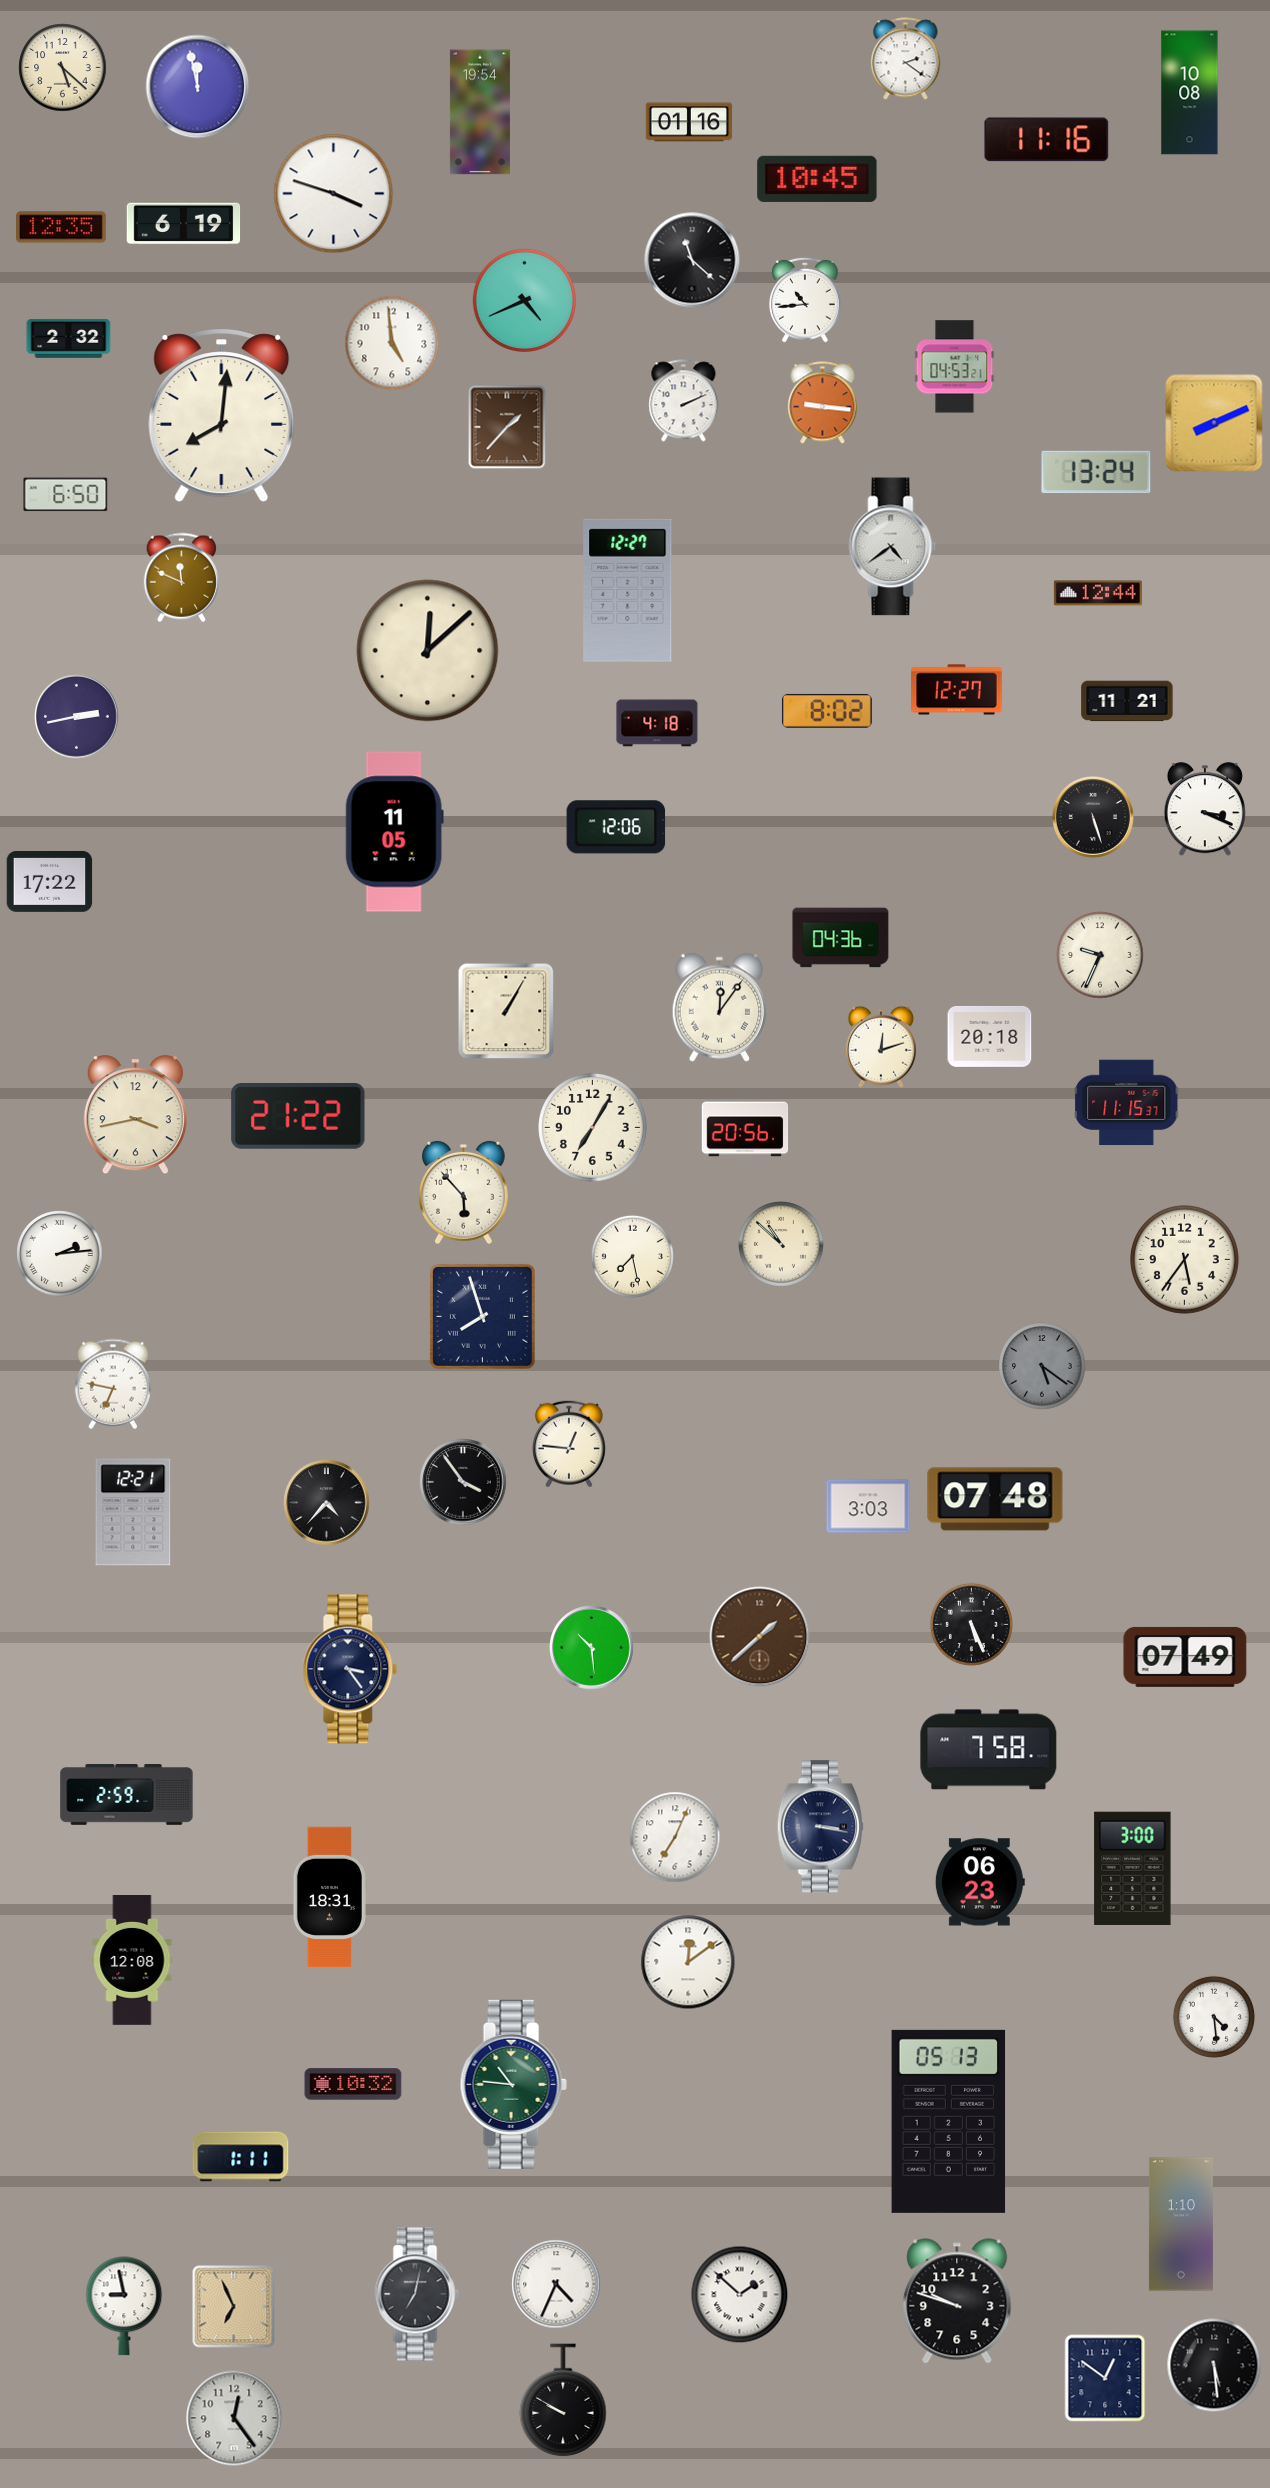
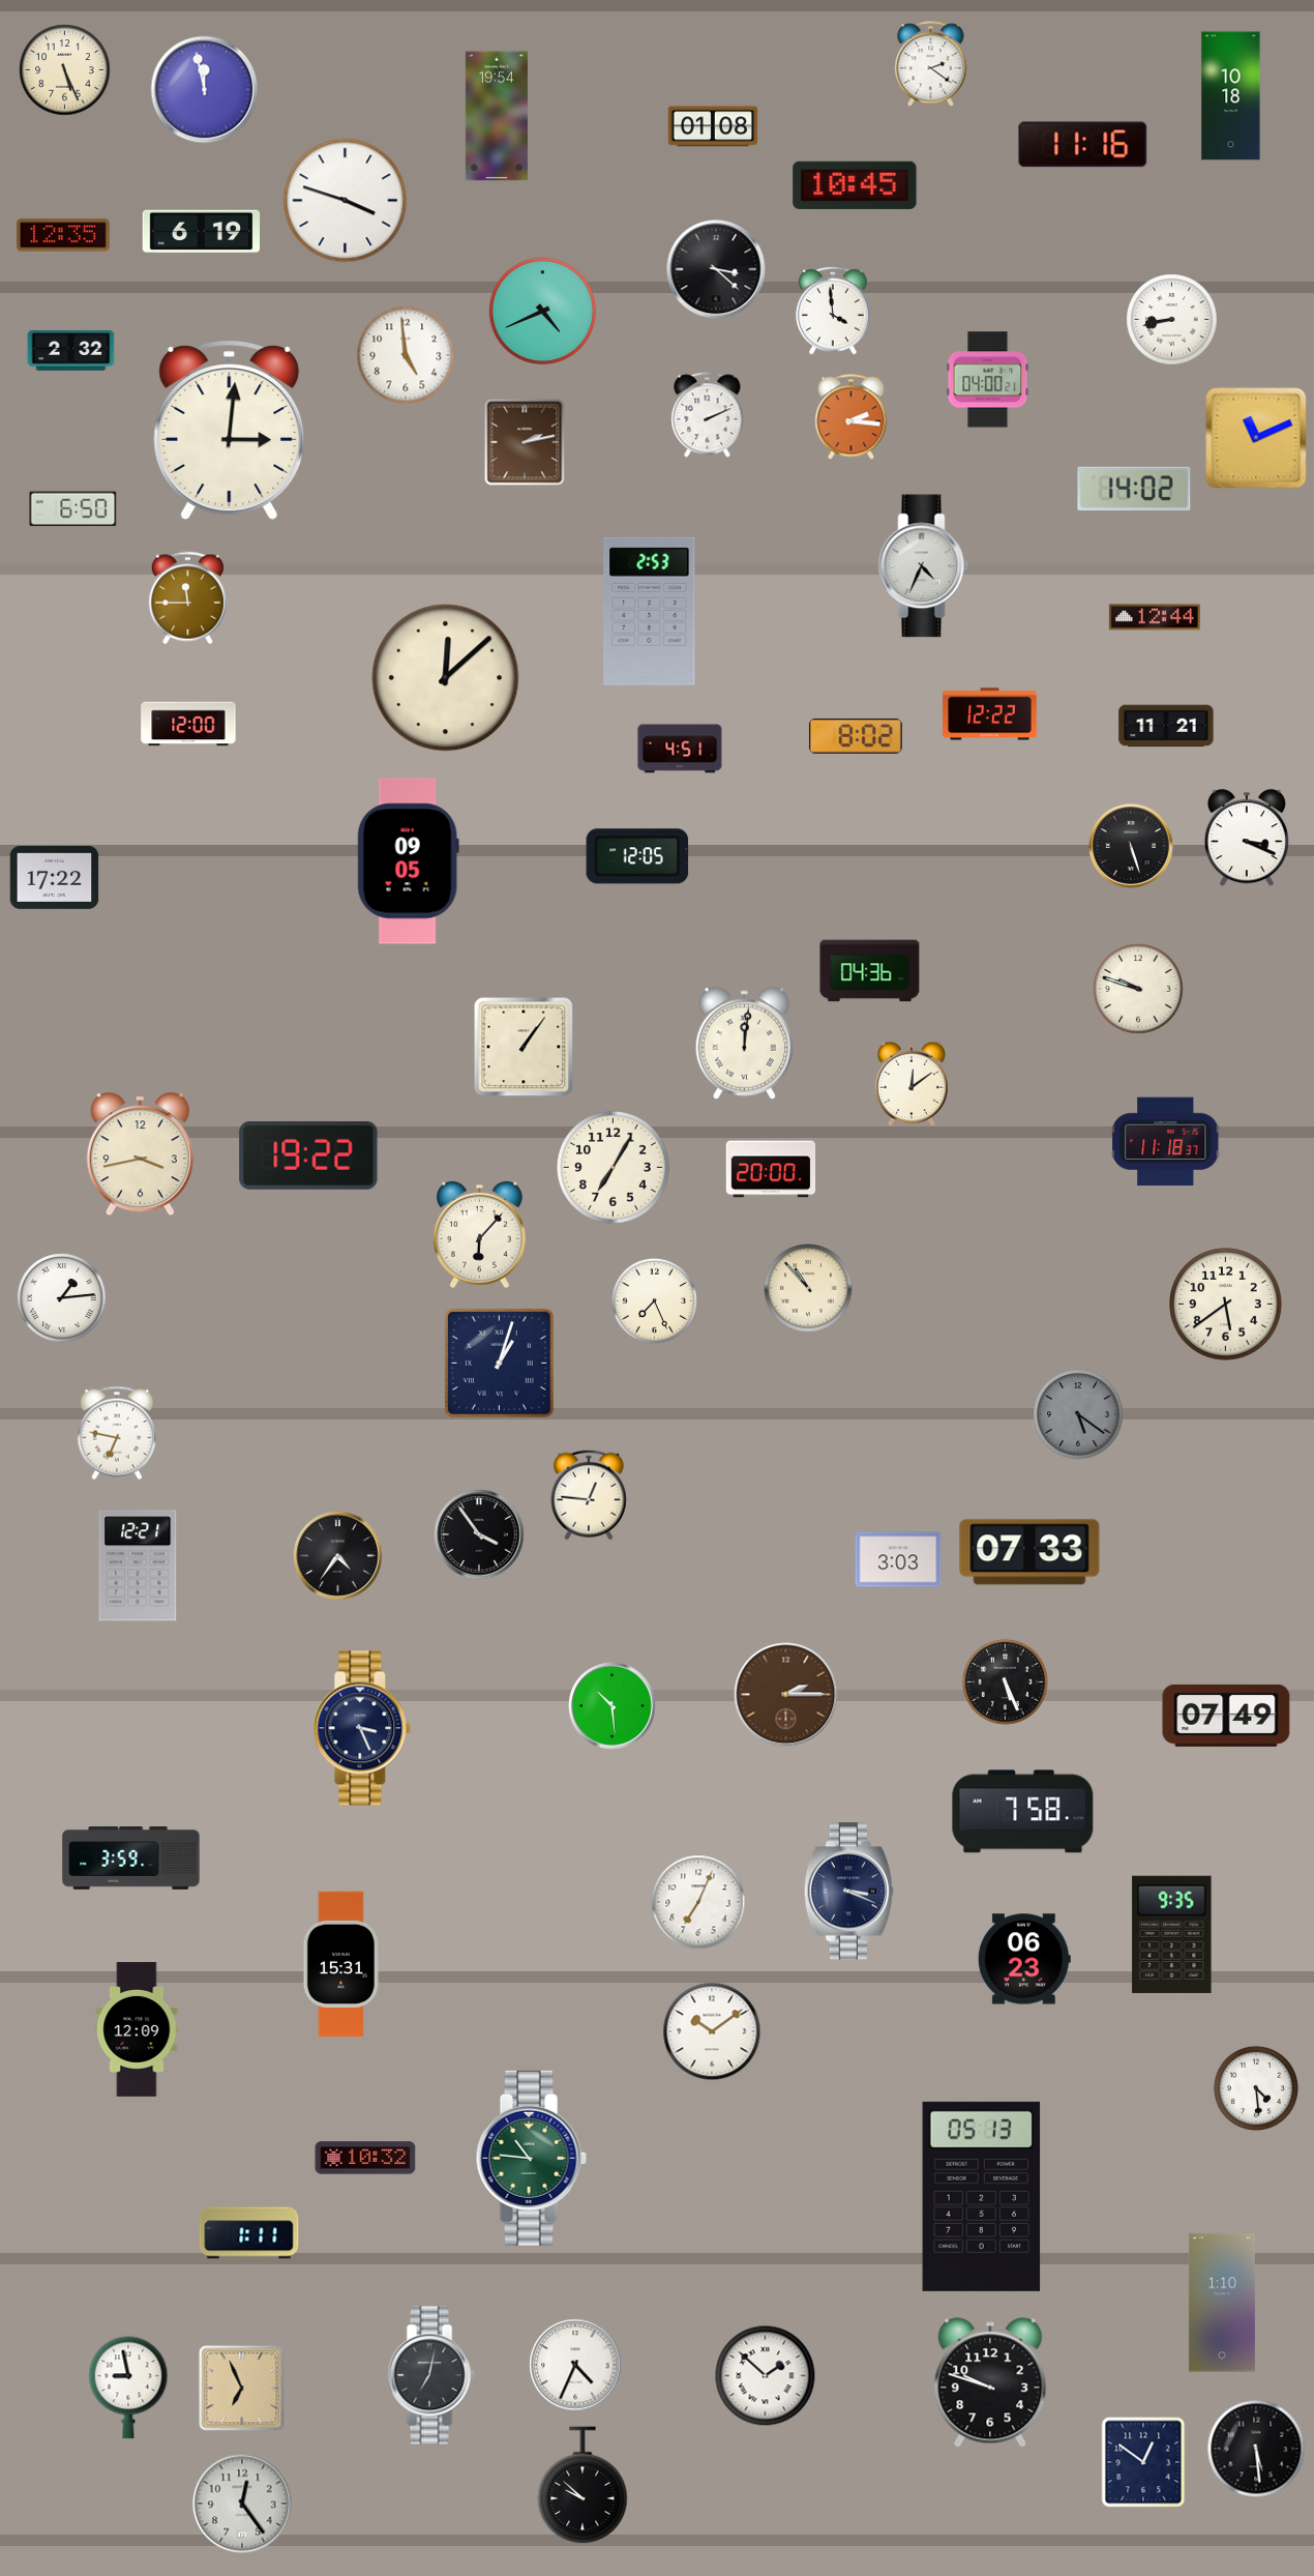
clock at (906, 59) position: (906, 59) -> (931, 64)
clock at (63, 68): 5:22 -> 5:26
clock at (1190, 93): 10:08 -> 10:18
clock at (689, 122): 01:16 -> 01:08
clock at (817, 179) position: (817, 179) -> (855, 185)
clock at (184, 224) position: (184, 224) -> (202, 232)
clock at (692, 260): 11:22 -> 3:22
clock at (806, 300): 10:44 -> 3:59
clock at (1172, 320): none -> 8:43
clock at (955, 367): 04:53 -> 04:00
clock at (823, 403): 9:16 -> 2:16
clock at (222, 415): 8:01 -> 3:01
clock at (1214, 423): 8:11 -> 11:11
clock at (507, 427): 1:37 -> 2:13
clock at (1096, 472): 13:24 -> 14:02
clock at (66, 495) position: (66, 495) -> (73, 509)
clock at (893, 547): 4:39 -> 4:34
clock at (181, 578): 11:49 -> 11:45
clock at (628, 590): 12:27 -> 2:53
clock at (1098, 593) position: (1098, 593) -> (1155, 617)
clock at (428, 651) position: (428, 651) -> (446, 678)
clock at (957, 690): 12:27 -> 12:22
clock at (188, 724): none -> 12:00
clock at (77, 717): 2:43 -> none
clock at (657, 723): 4:18 -> 4:51
clock at (616, 827): 12:06 -> 12:05
clock at (394, 832): 11:05 -> 09:05
clock at (50, 881) position: (50, 881) -> (55, 877)
clock at (1100, 955): 9:34 -> 9:48
clock at (720, 1007): 12:06 -> 12:01
clock at (506, 1011): 1:05 -> 1:06
clock at (990, 1036): 20:18 -> none
clock at (881, 1047): 12:12 -> 12:09
clock at (1127, 1103): 11:15 -> 11:18
clock at (298, 1116): 21:22 -> 19:22
clock at (745, 1129): 20:56 -> 20:00
clock at (464, 1193): 5:53 -> 6:07
clock at (781, 1244): 10:52 -> 10:53
clock at (60, 1254): 2:14 -> 1:14
clock at (632, 1256): 7:28 -> 7:26
clock at (1185, 1260): 5:36 -> 5:39
clock at (482, 1316): 7:57 -> 1:03
clock at (995, 1499): 07:48 -> 07:33
clock at (327, 1503): 4:37 -> 4:36
clock at (760, 1637): 1:38 -> 2:15
clock at (350, 1669): 3:24 -> 3:26
clock at (127, 1795): 2:59 -> 3:59
clock at (820, 1827): 3:17 -> 3:19
clock at (1133, 1868): 3:00 -> 9:35
clock at (980, 1882) position: (980, 1882) -> (1024, 1959)
clock at (330, 1897): 18:31 -> 15:31
clock at (132, 1961): 12:08 -> 12:09
clock at (688, 1962): 12:09 -> 10:09
clock at (563, 2401): 9:50 -> 9:52
